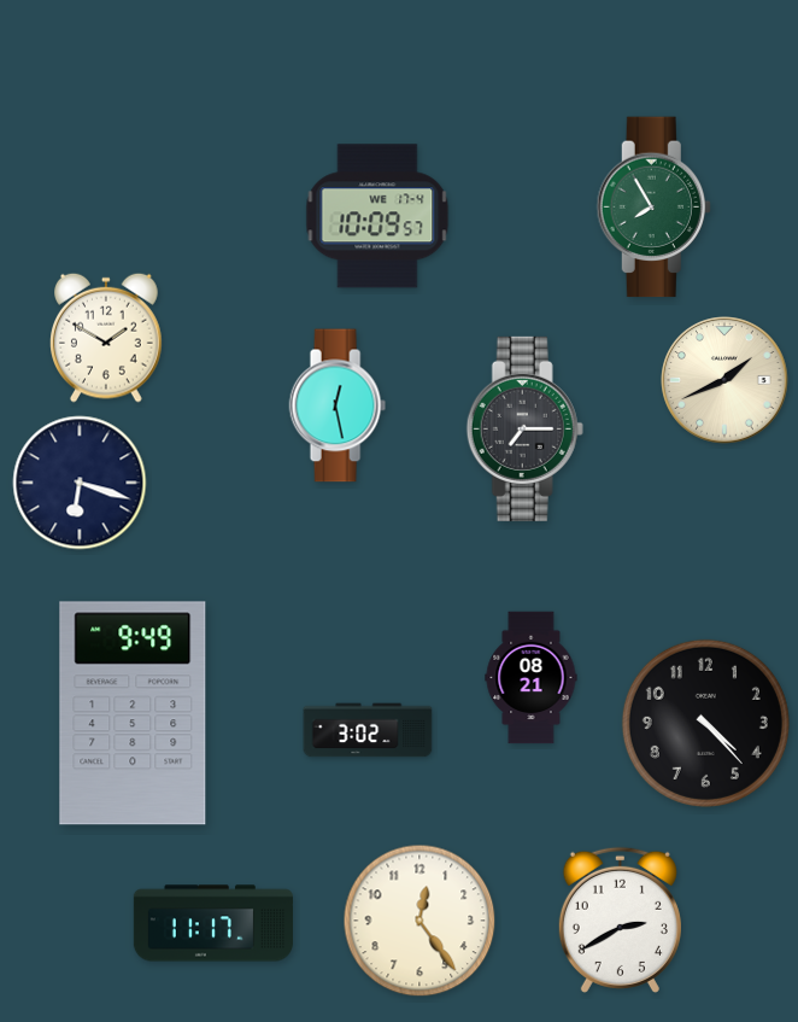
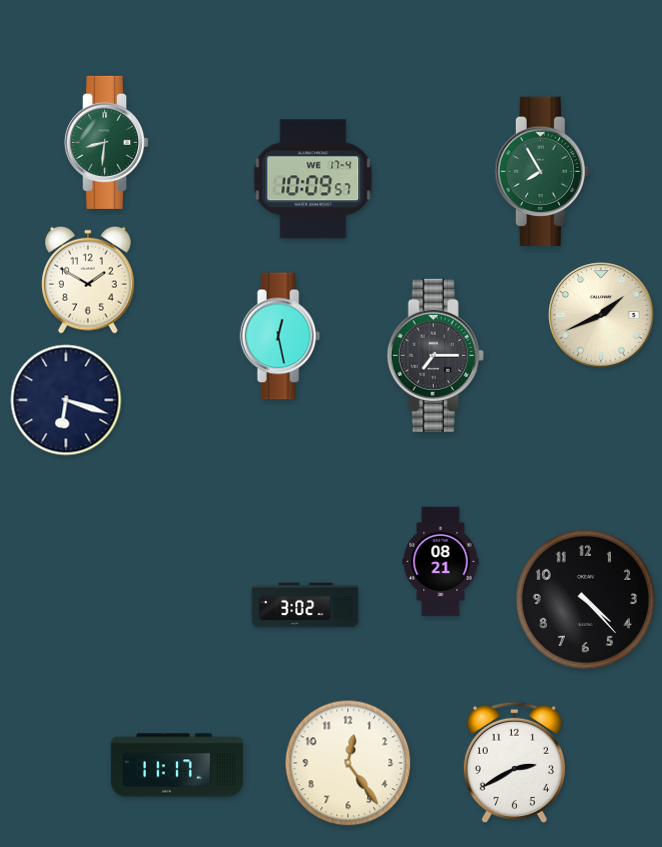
clock at (107, 142): none -> 8:31
clock at (133, 713): 9:49 -> none
